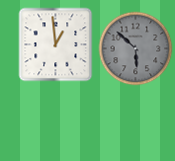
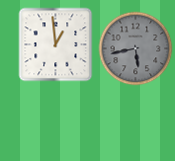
clock at (136, 49): 5:52 -> 5:43
